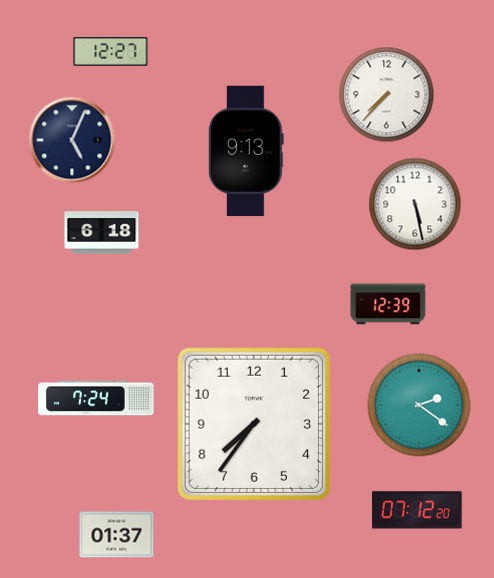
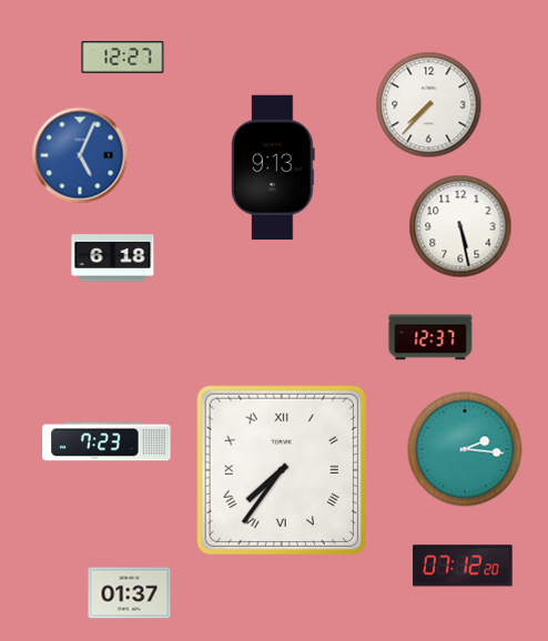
clock at (72, 140) dial: navy -> blue
clock at (388, 304): 12:39 -> 12:37
clock at (96, 398): 7:24 -> 7:23
clock at (419, 405): 2:21 -> 2:16
clock at (254, 424) numerals: Arabic -> Roman
